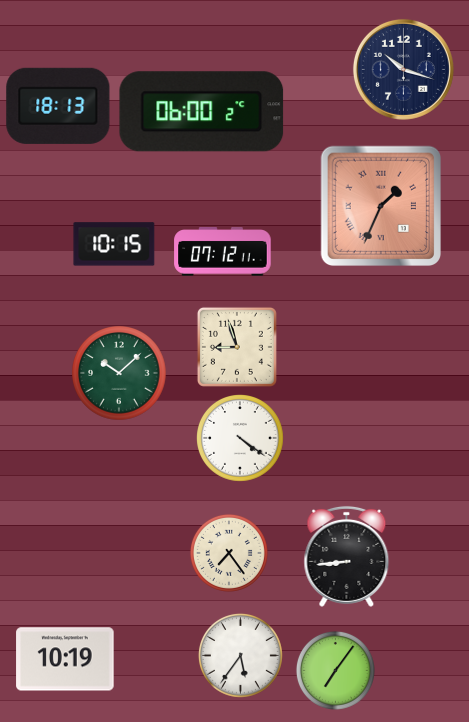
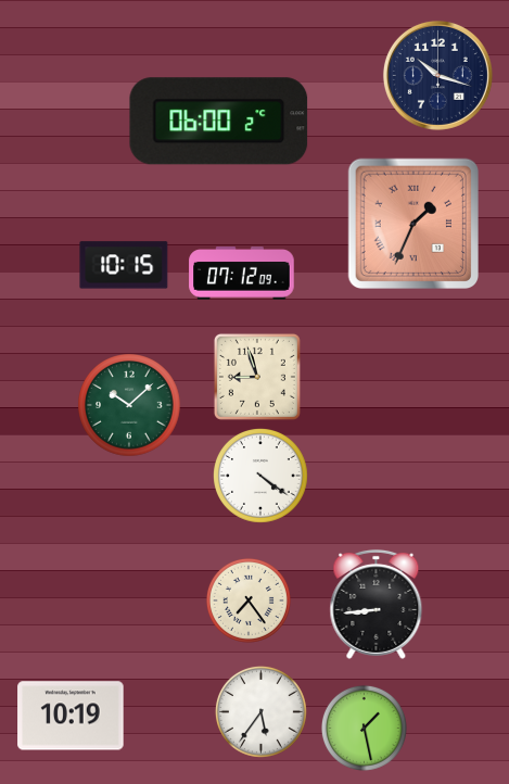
clock at (58, 106): 18:13 -> none
clock at (223, 252): 07:12:11 -> 07:12:09
clock at (335, 670): 7:06 -> 1:28
